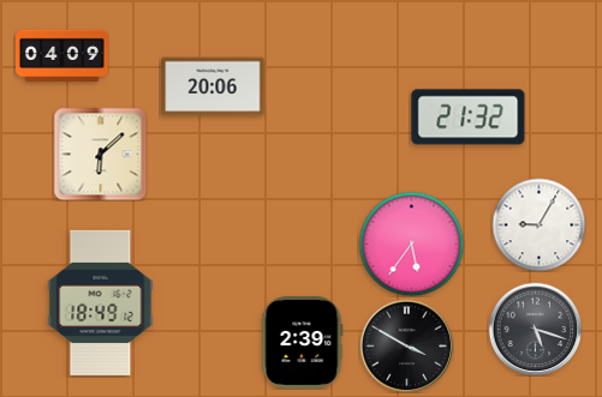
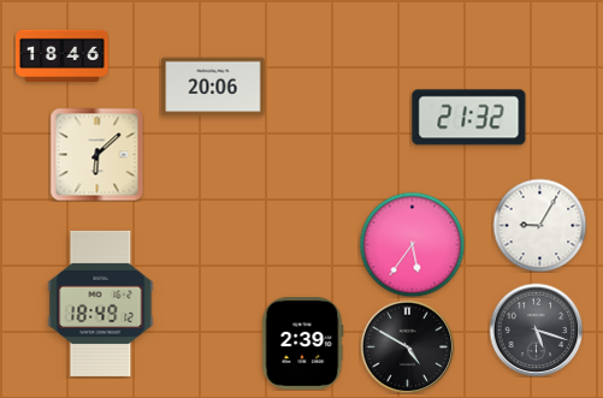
clock at (62, 55): 04:09 -> 18:46
clock at (100, 154) position: (100, 154) -> (96, 154)
clock at (406, 345): 3:50 -> 4:50
